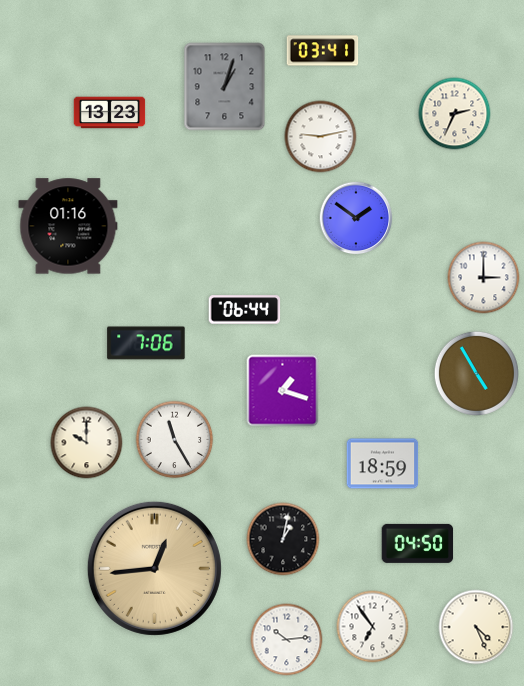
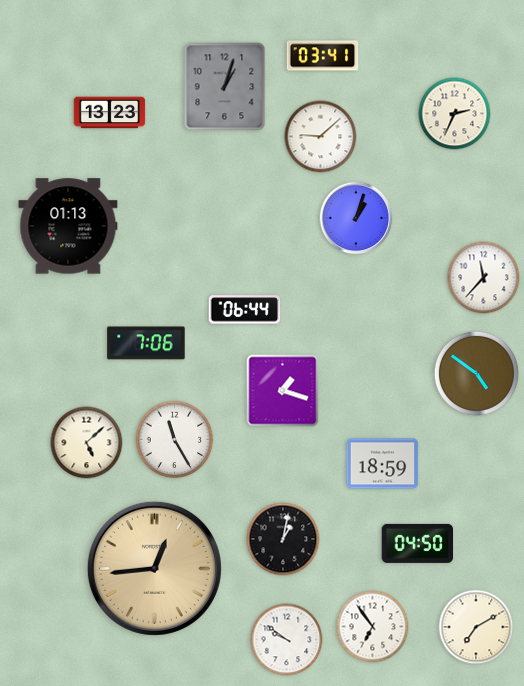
clock at (323, 51) position: (323, 51) -> (323, 56)
clock at (321, 137): 9:13 -> 9:08
clock at (356, 218): 1:51 -> 1:03
clock at (68, 226): 01:16 -> 01:13
clock at (484, 278): 3:00 -> 11:37
clock at (476, 373): 4:55 -> 4:51
clock at (87, 443): 10:00 -> 5:08
clock at (476, 627): 4:26 -> 7:10
clock at (287, 640): 10:14 -> 9:51
